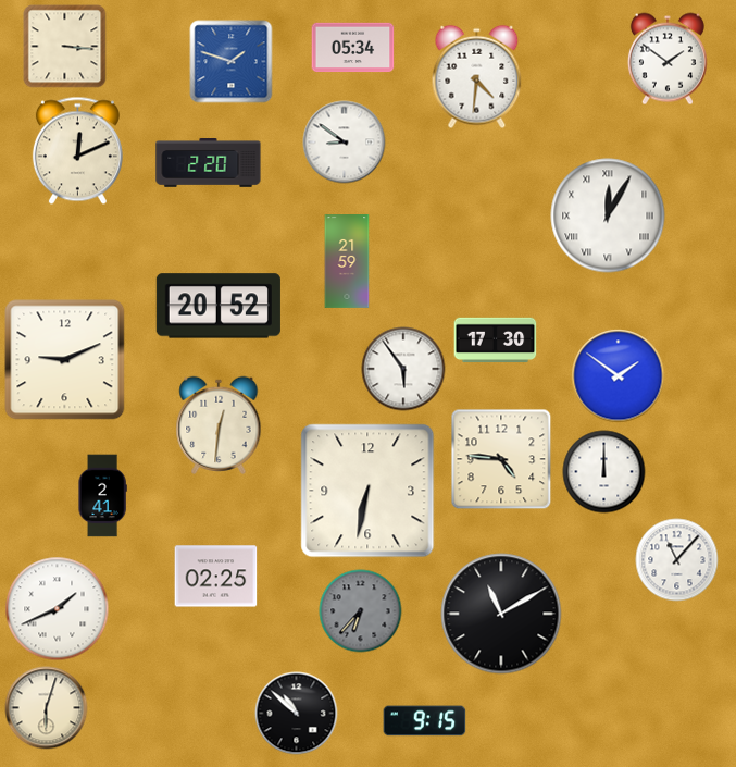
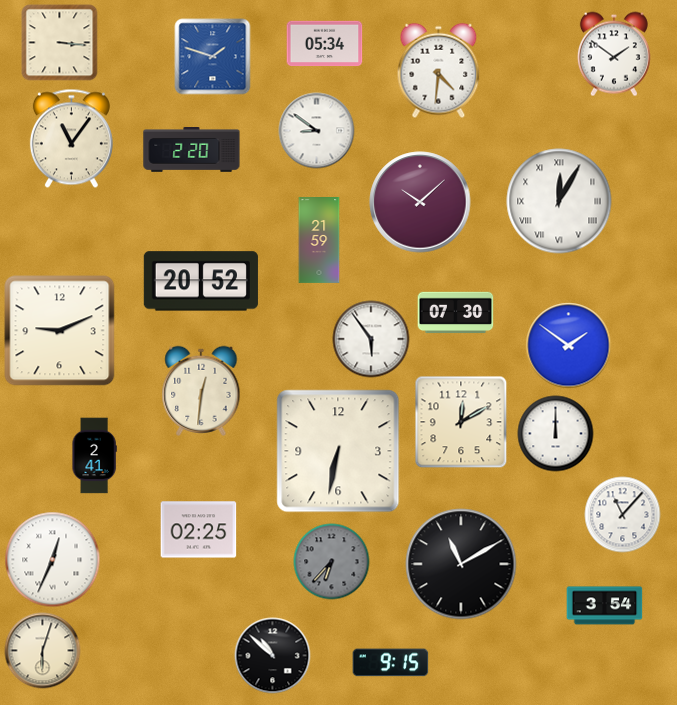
clock at (77, 151): 12:11 -> 11:06
clock at (608, 215) position: (608, 215) -> (559, 201)
clock at (420, 202): none -> 10:08
clock at (496, 341): 17:30 -> 07:30
clock at (501, 459): 4:46 -> 12:10
clock at (58, 609): 1:41 -> 12:34
clock at (605, 606): none -> 3:54
